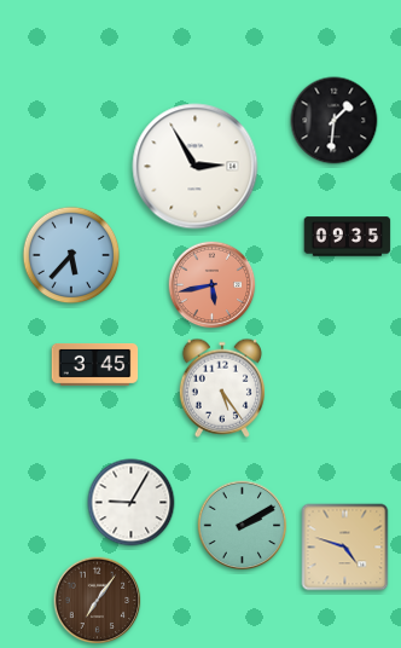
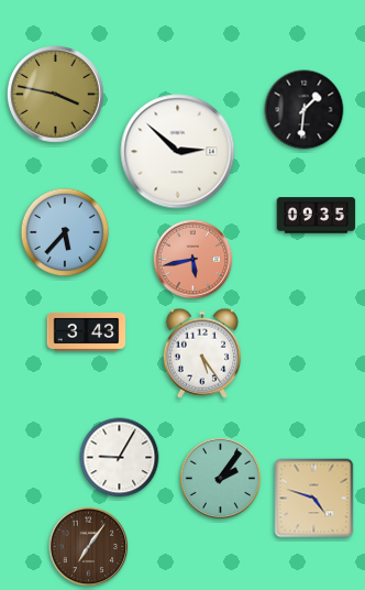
clock at (56, 95): none -> 3:47
clock at (196, 167): 2:55 -> 2:52
clock at (95, 364): 3:45 -> 3:43
clock at (243, 526): 2:10 -> 2:06
